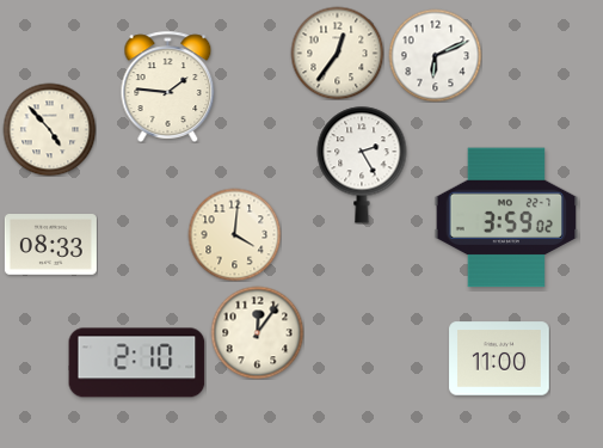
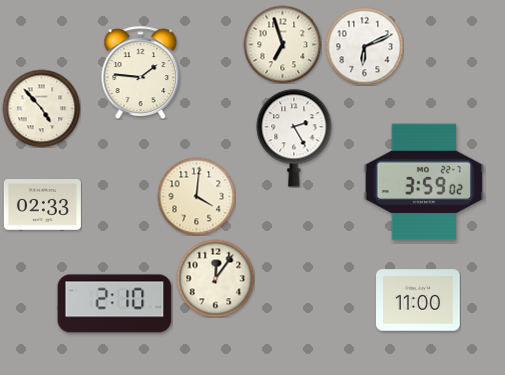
clock at (337, 53): 12:36 -> 6:57
clock at (362, 165) position: (362, 165) -> (294, 138)
clock at (50, 245): 08:33 -> 02:33
